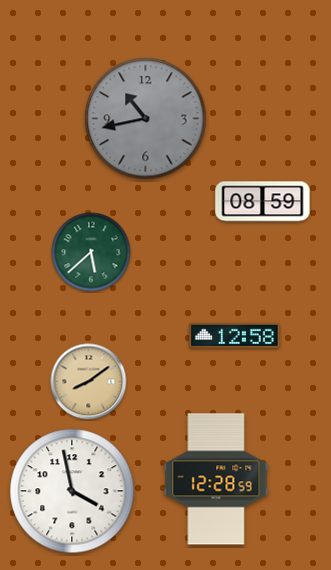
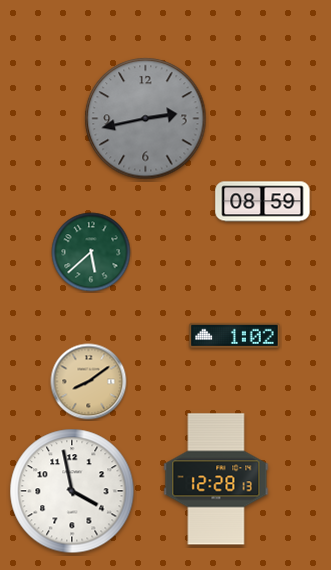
clock at (146, 119): 10:43 -> 2:43
clock at (235, 335): 12:58 -> 1:02
clock at (216, 479): 12:28:59 -> 12:28:13
